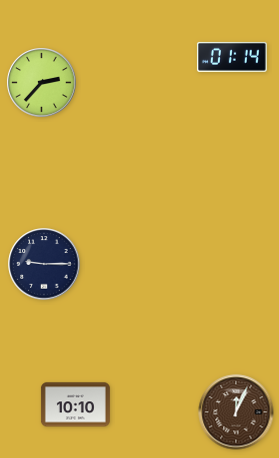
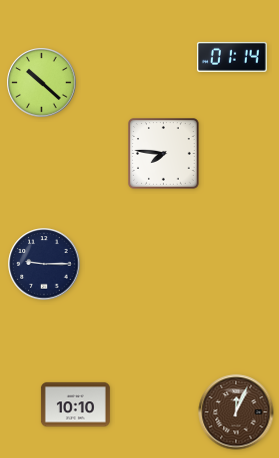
clock at (42, 83): 2:37 -> 10:22
clock at (164, 154): none -> 7:46
